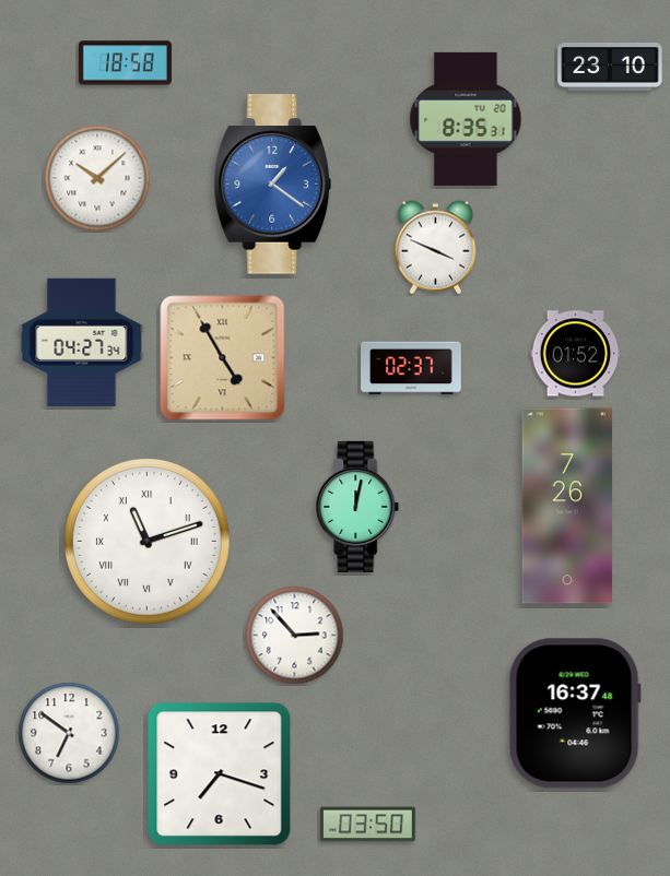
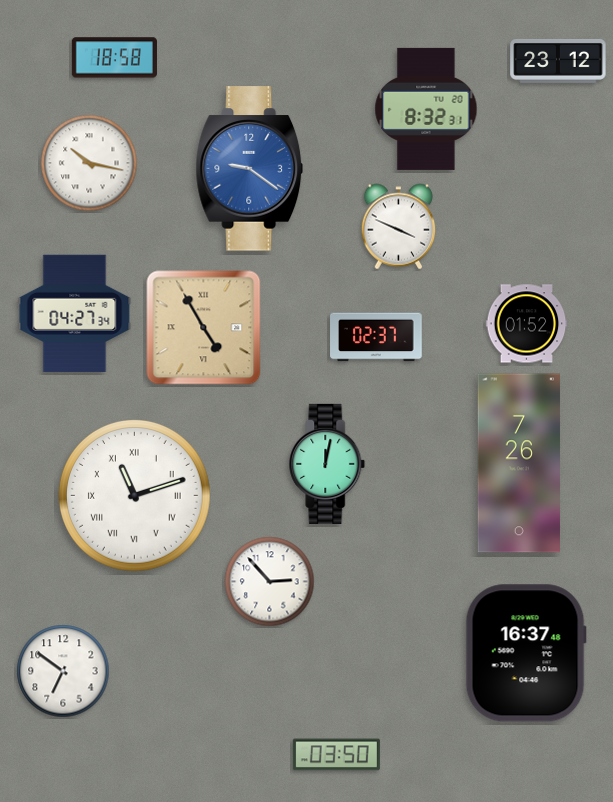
clock at (610, 67): 23:10 -> 23:12
clock at (466, 119): 8:35 -> 8:32
clock at (97, 178): 10:08 -> 10:17
clock at (273, 185): 1:21 -> 9:21
clock at (220, 774): 7:18 -> none
